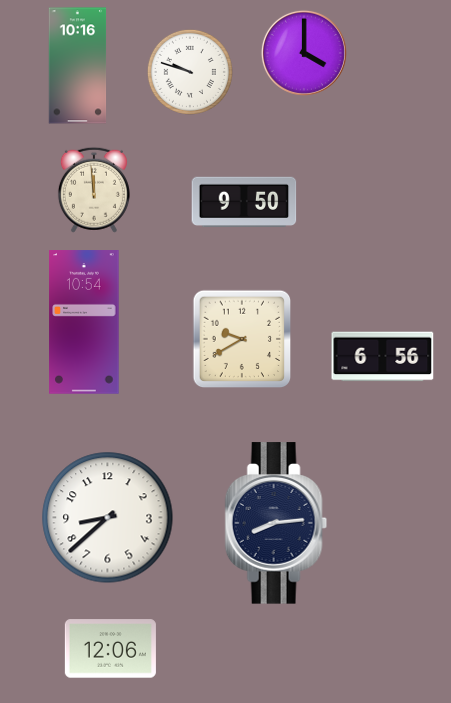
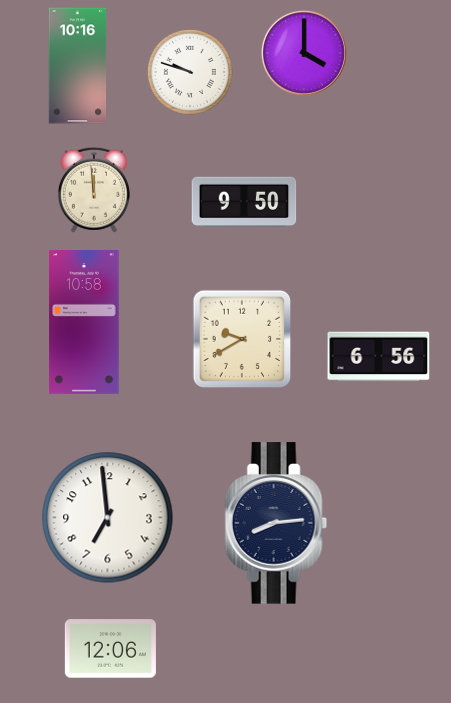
clock at (84, 322): 10:54 -> 10:58
clock at (383, 357) position: (383, 357) -> (379, 357)
clock at (108, 518): 8:38 -> 6:59
